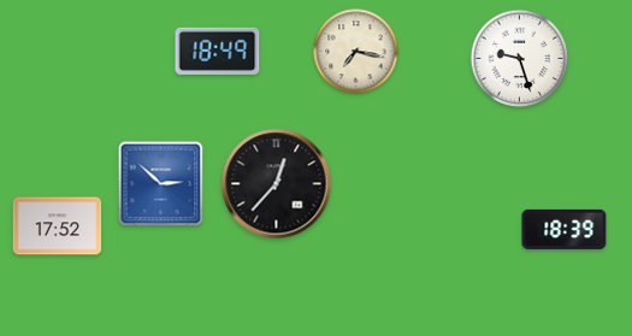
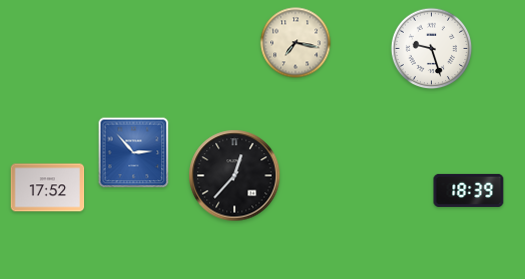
clock at (218, 51): 18:49 -> none
clock at (161, 184): 2:52 -> 2:53
clock at (277, 184) position: (277, 184) -> (235, 176)
